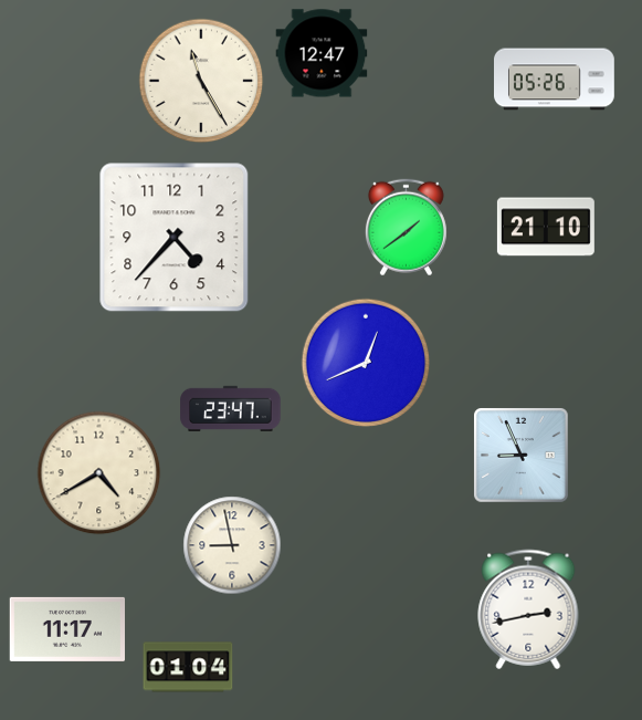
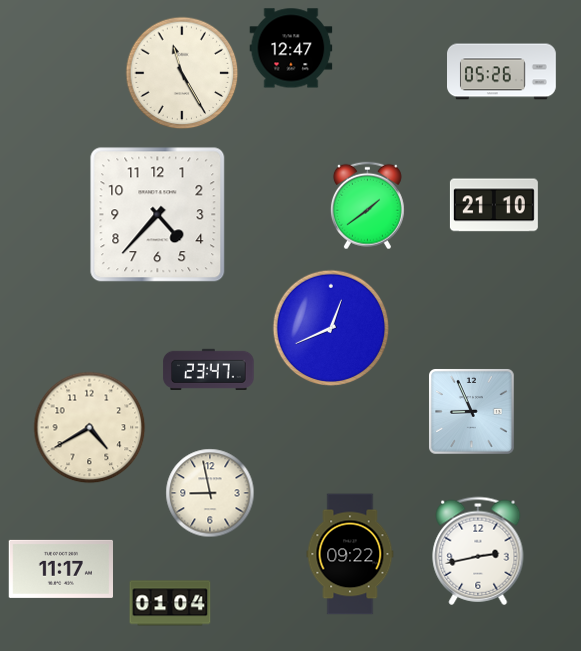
clock at (350, 554): none -> 09:22
